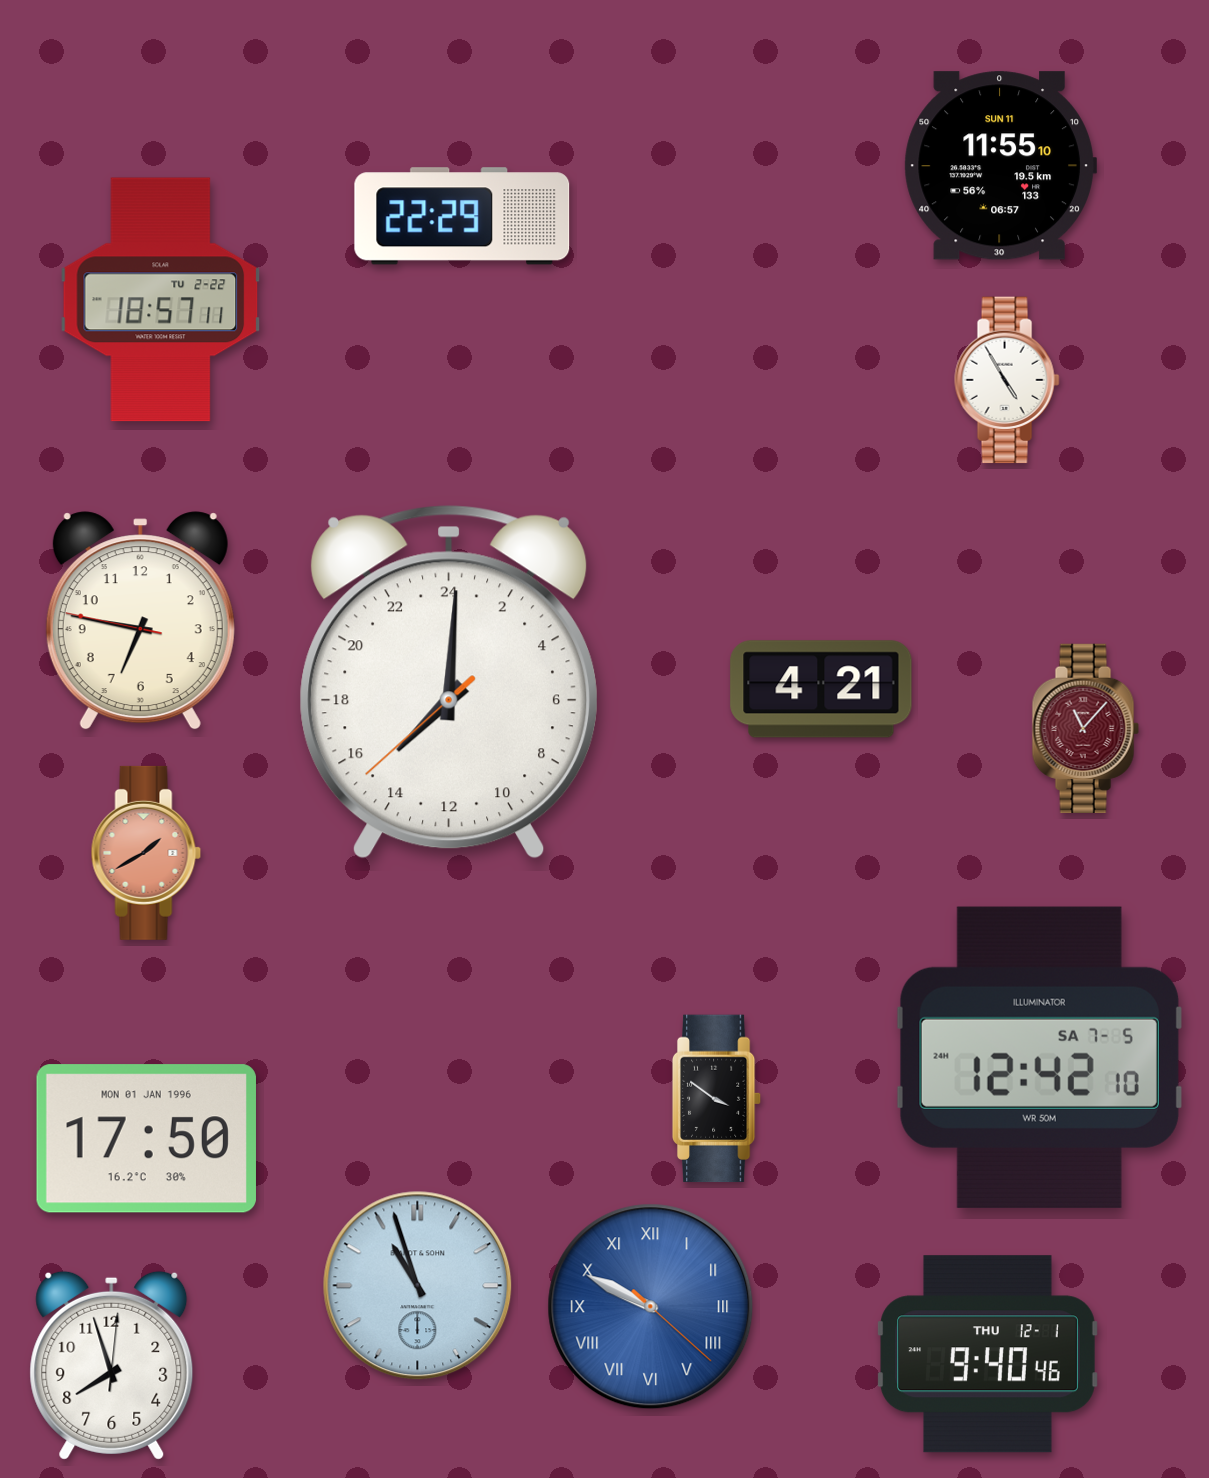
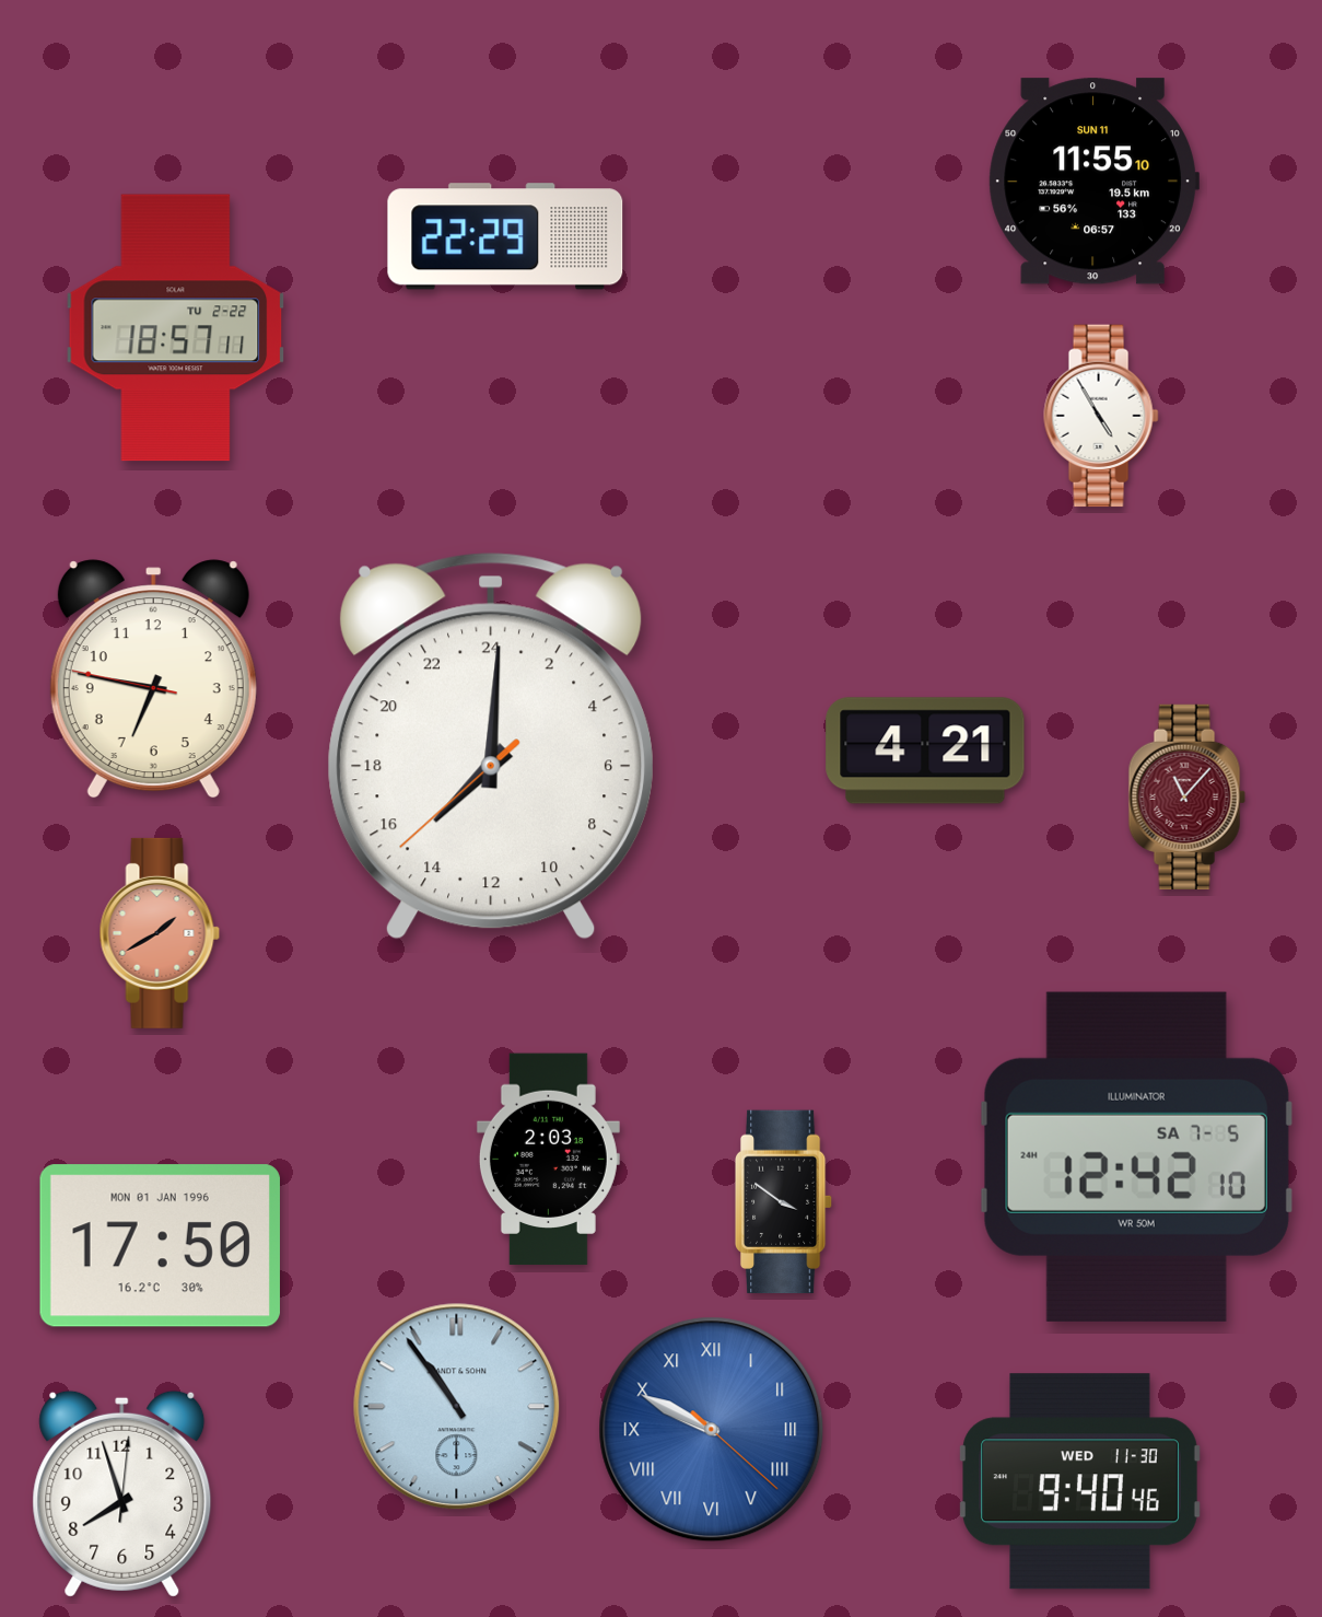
clock at (821, 689) position: (821, 689) -> (925, 751)
clock at (548, 1160): none -> 2:03
clock at (418, 1286): 10:57 -> 10:54
clock at (988, 1354) date: THU 12-1 -> WED 11-30
